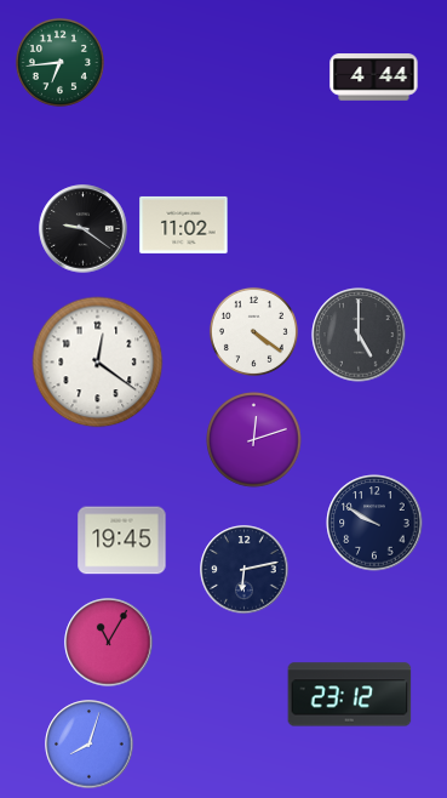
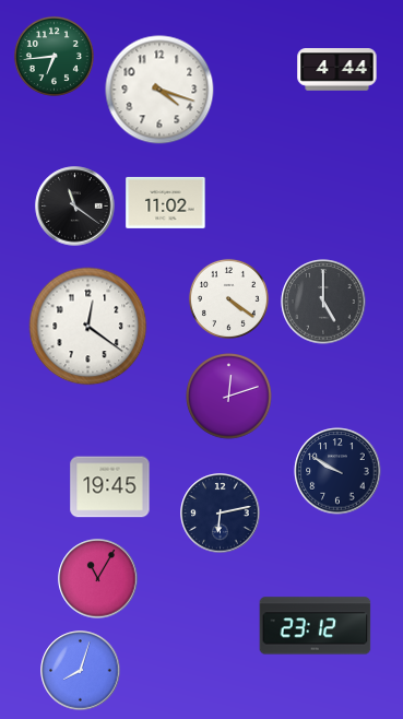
clock at (159, 90): none -> 4:18
clock at (84, 229): 9:21 -> 11:21
